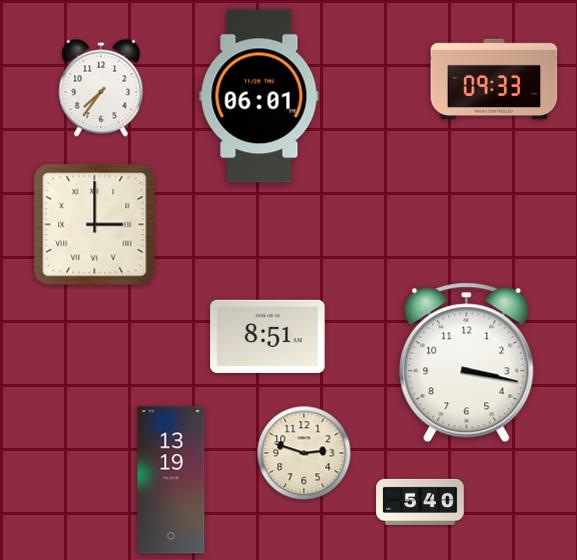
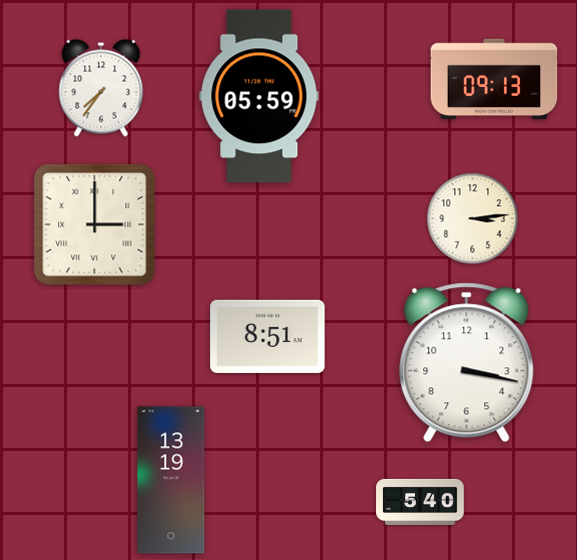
clock at (494, 79): 09:33 -> 09:13
clock at (259, 96): 06:01 -> 05:59
clock at (473, 219): none -> 3:14
clock at (304, 453): 2:48 -> none
